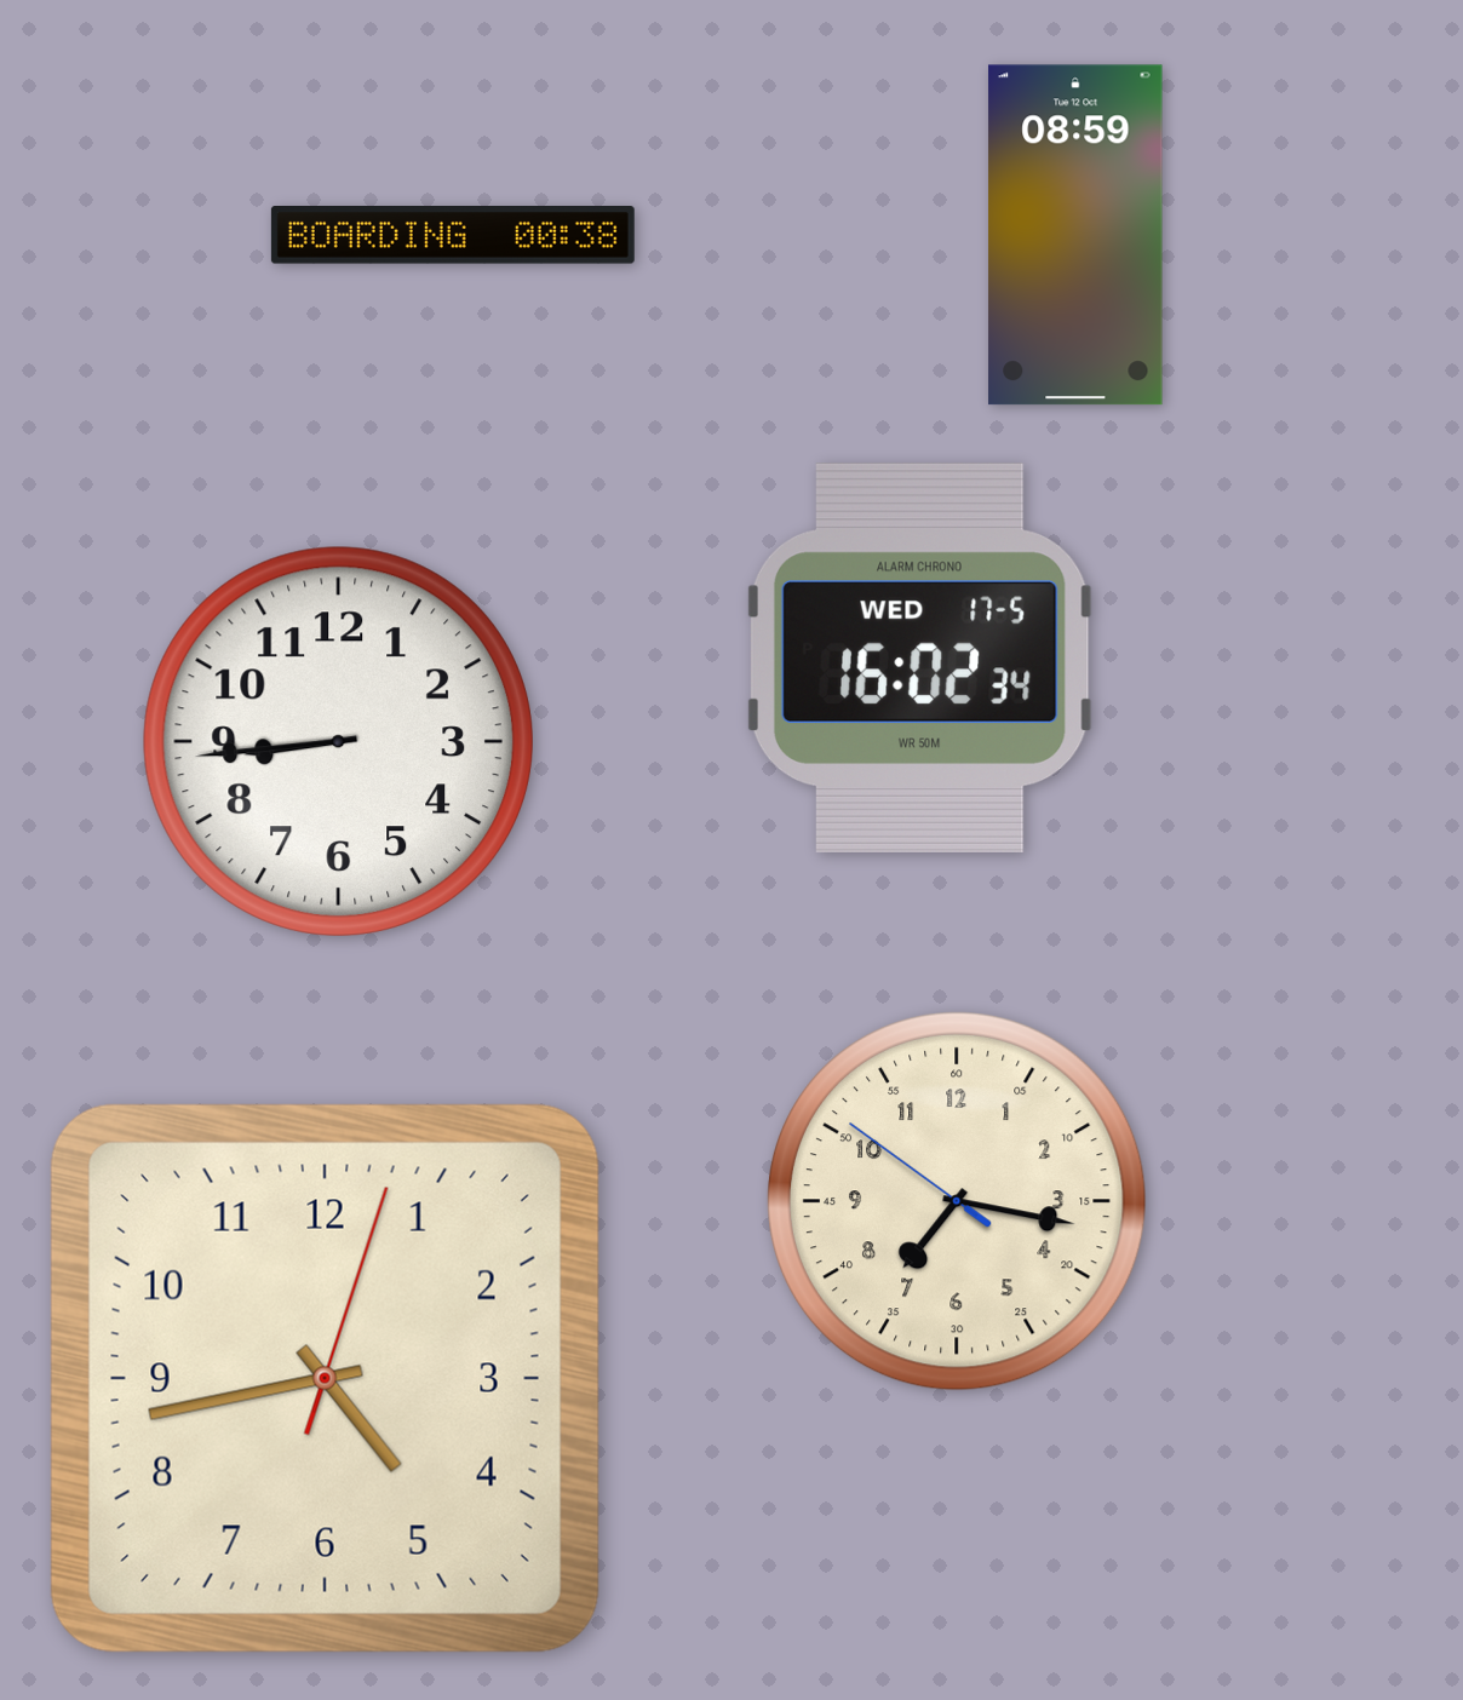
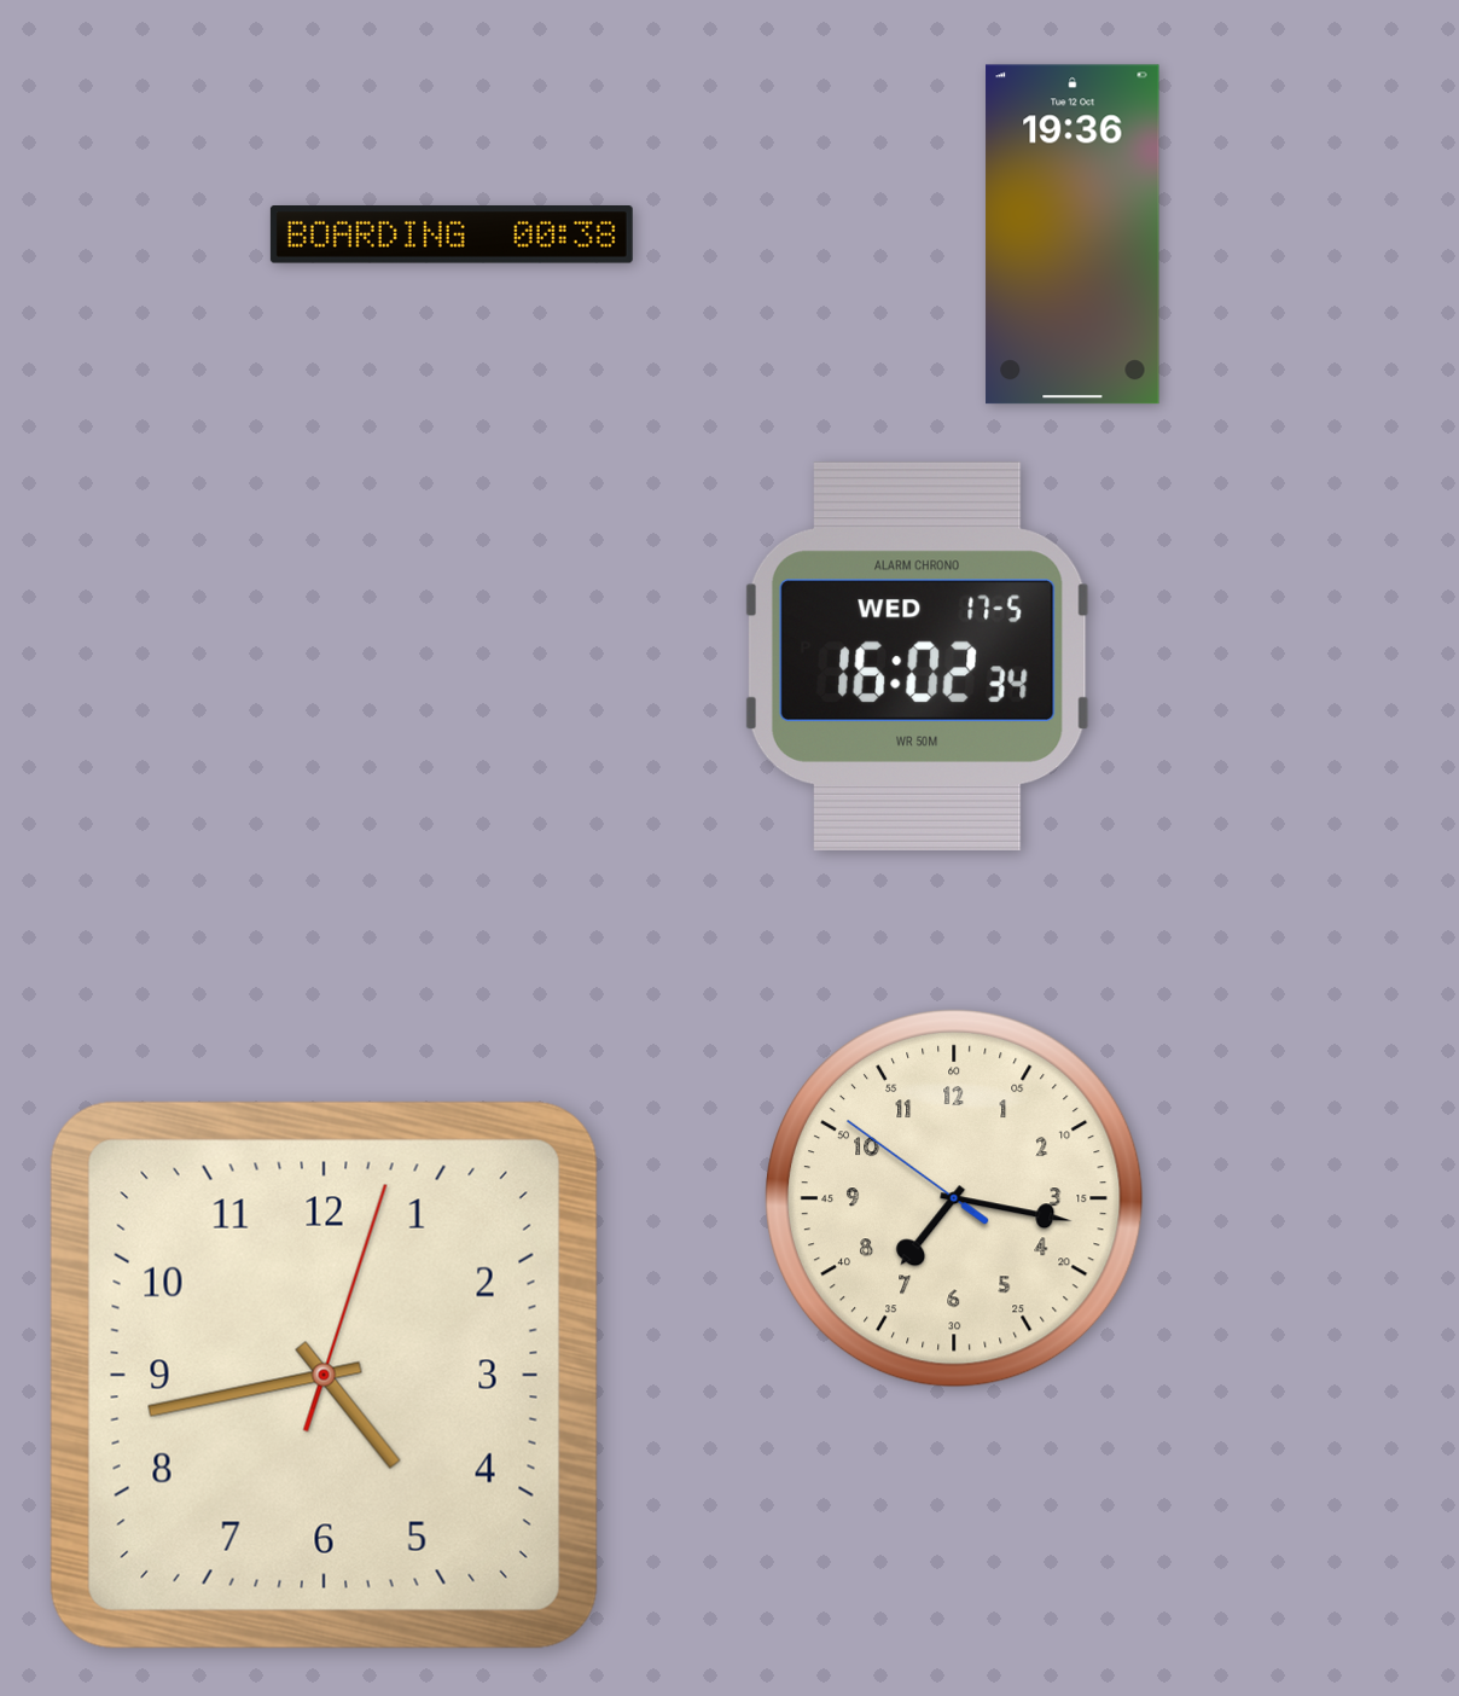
clock at (1075, 235): 08:59 -> 19:36
clock at (338, 741): 8:44 -> none
